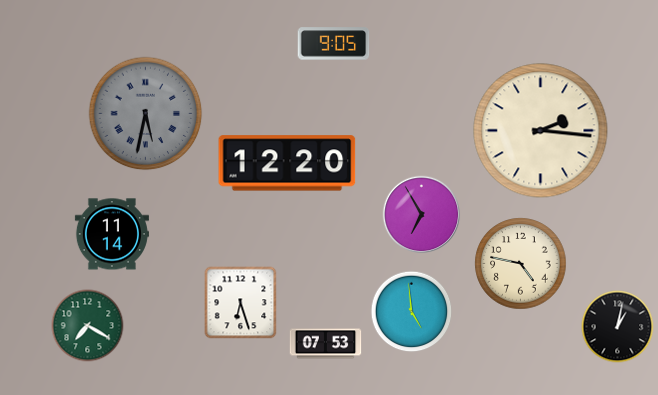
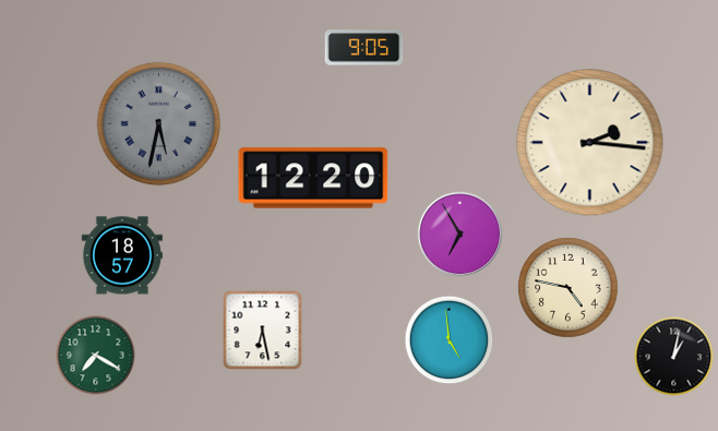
clock at (112, 234): 11:14 -> 18:57
clock at (241, 303): 6:27 -> 6:28
clock at (326, 344): 07:53 -> none
